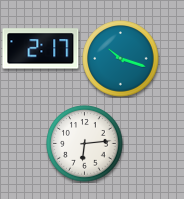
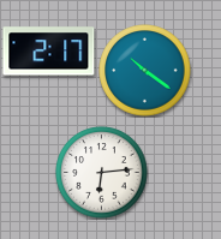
clock at (41, 49) position: (41, 49) -> (49, 52)
clock at (121, 59): 10:18 -> 10:21
